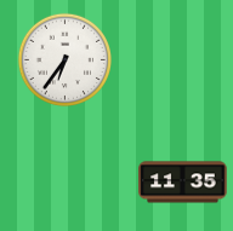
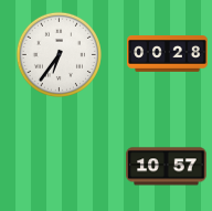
clock at (168, 54): none -> 00:28
clock at (183, 183): 11:35 -> 10:57
